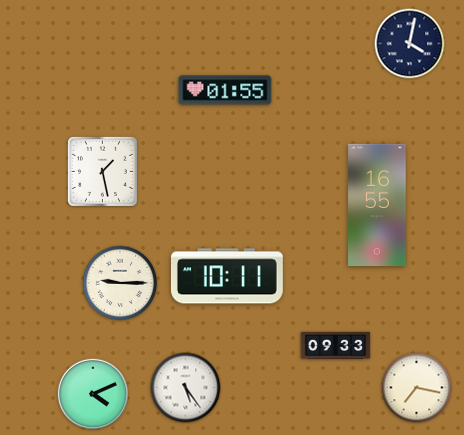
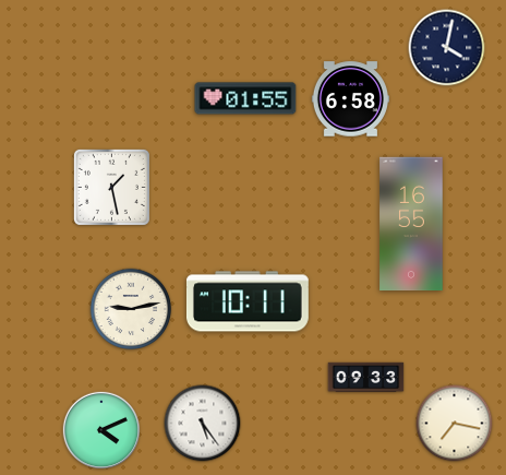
clock at (350, 99): none -> 6:58
clock at (120, 283): 9:15 -> 9:13
